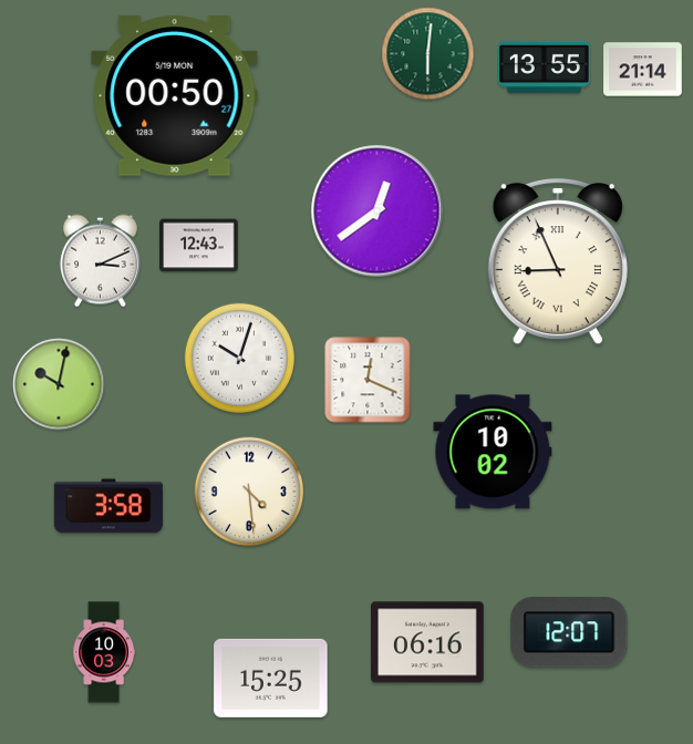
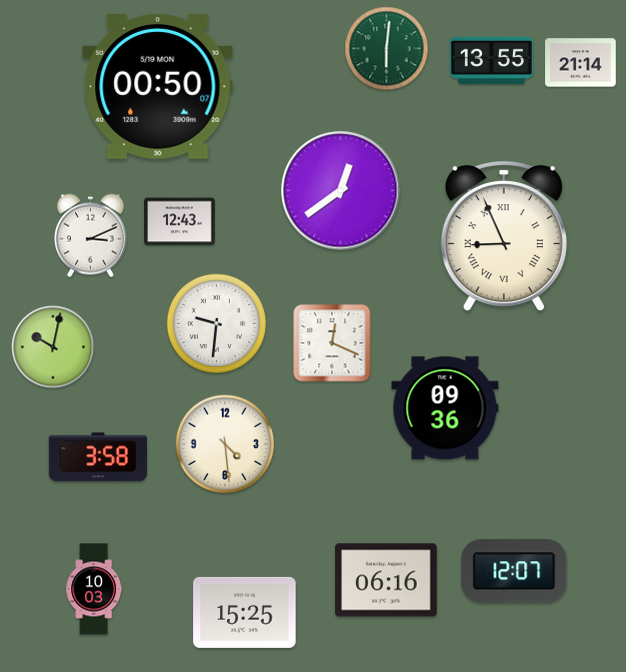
clock at (175, 96): 00:50:27 -> 00:50:07
clock at (239, 358): 10:03 -> 9:31
clock at (493, 452): 10:02 -> 09:36
